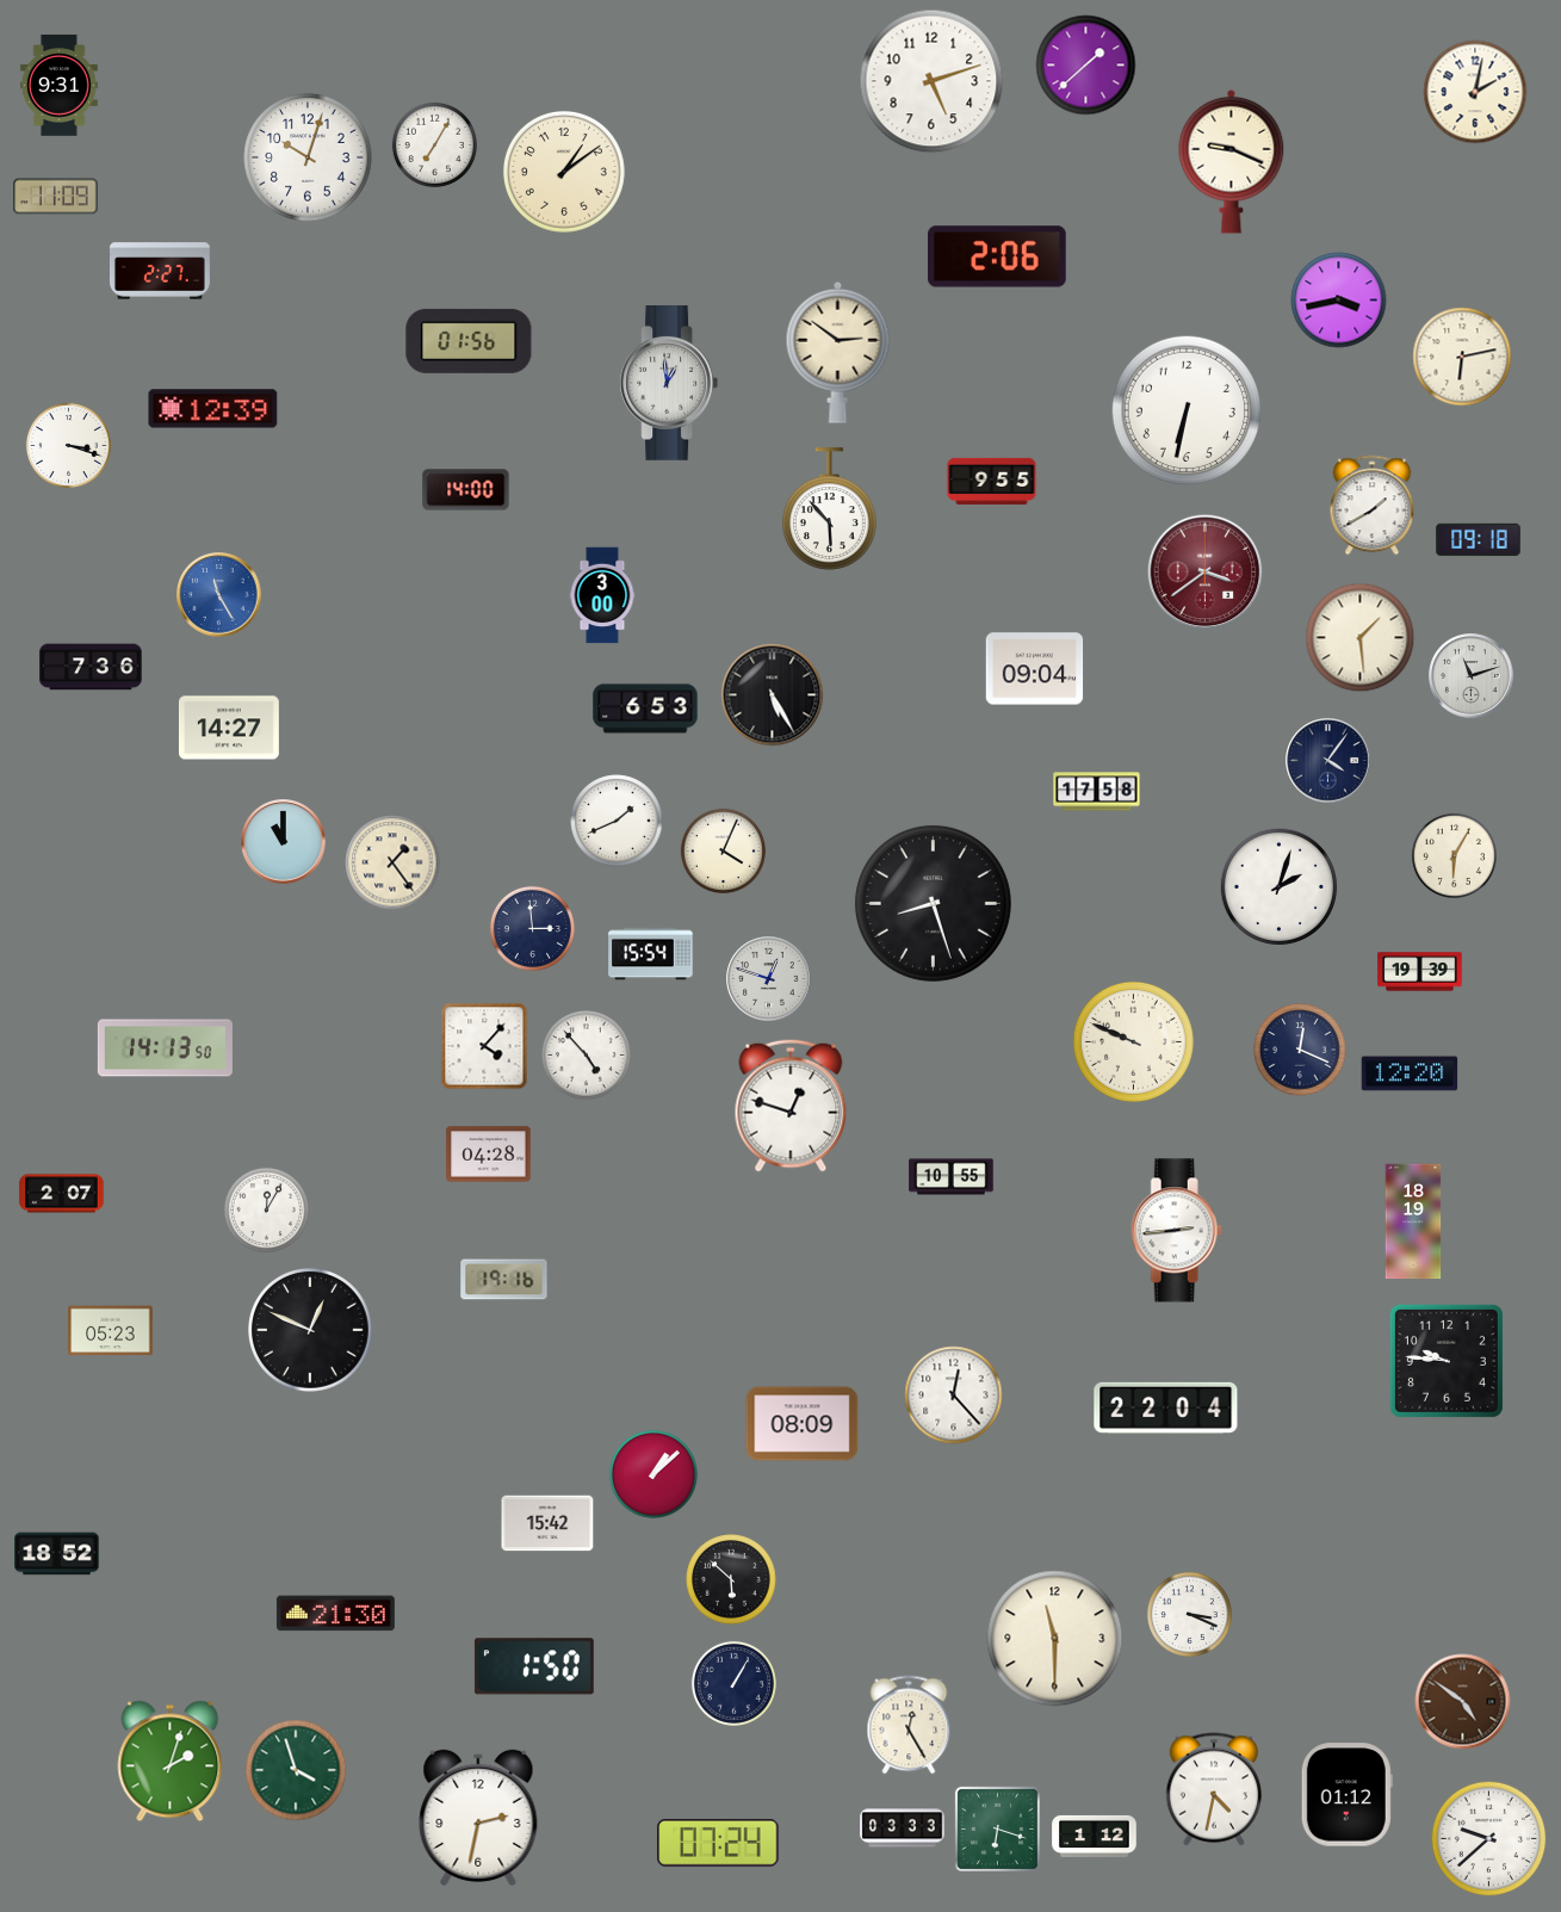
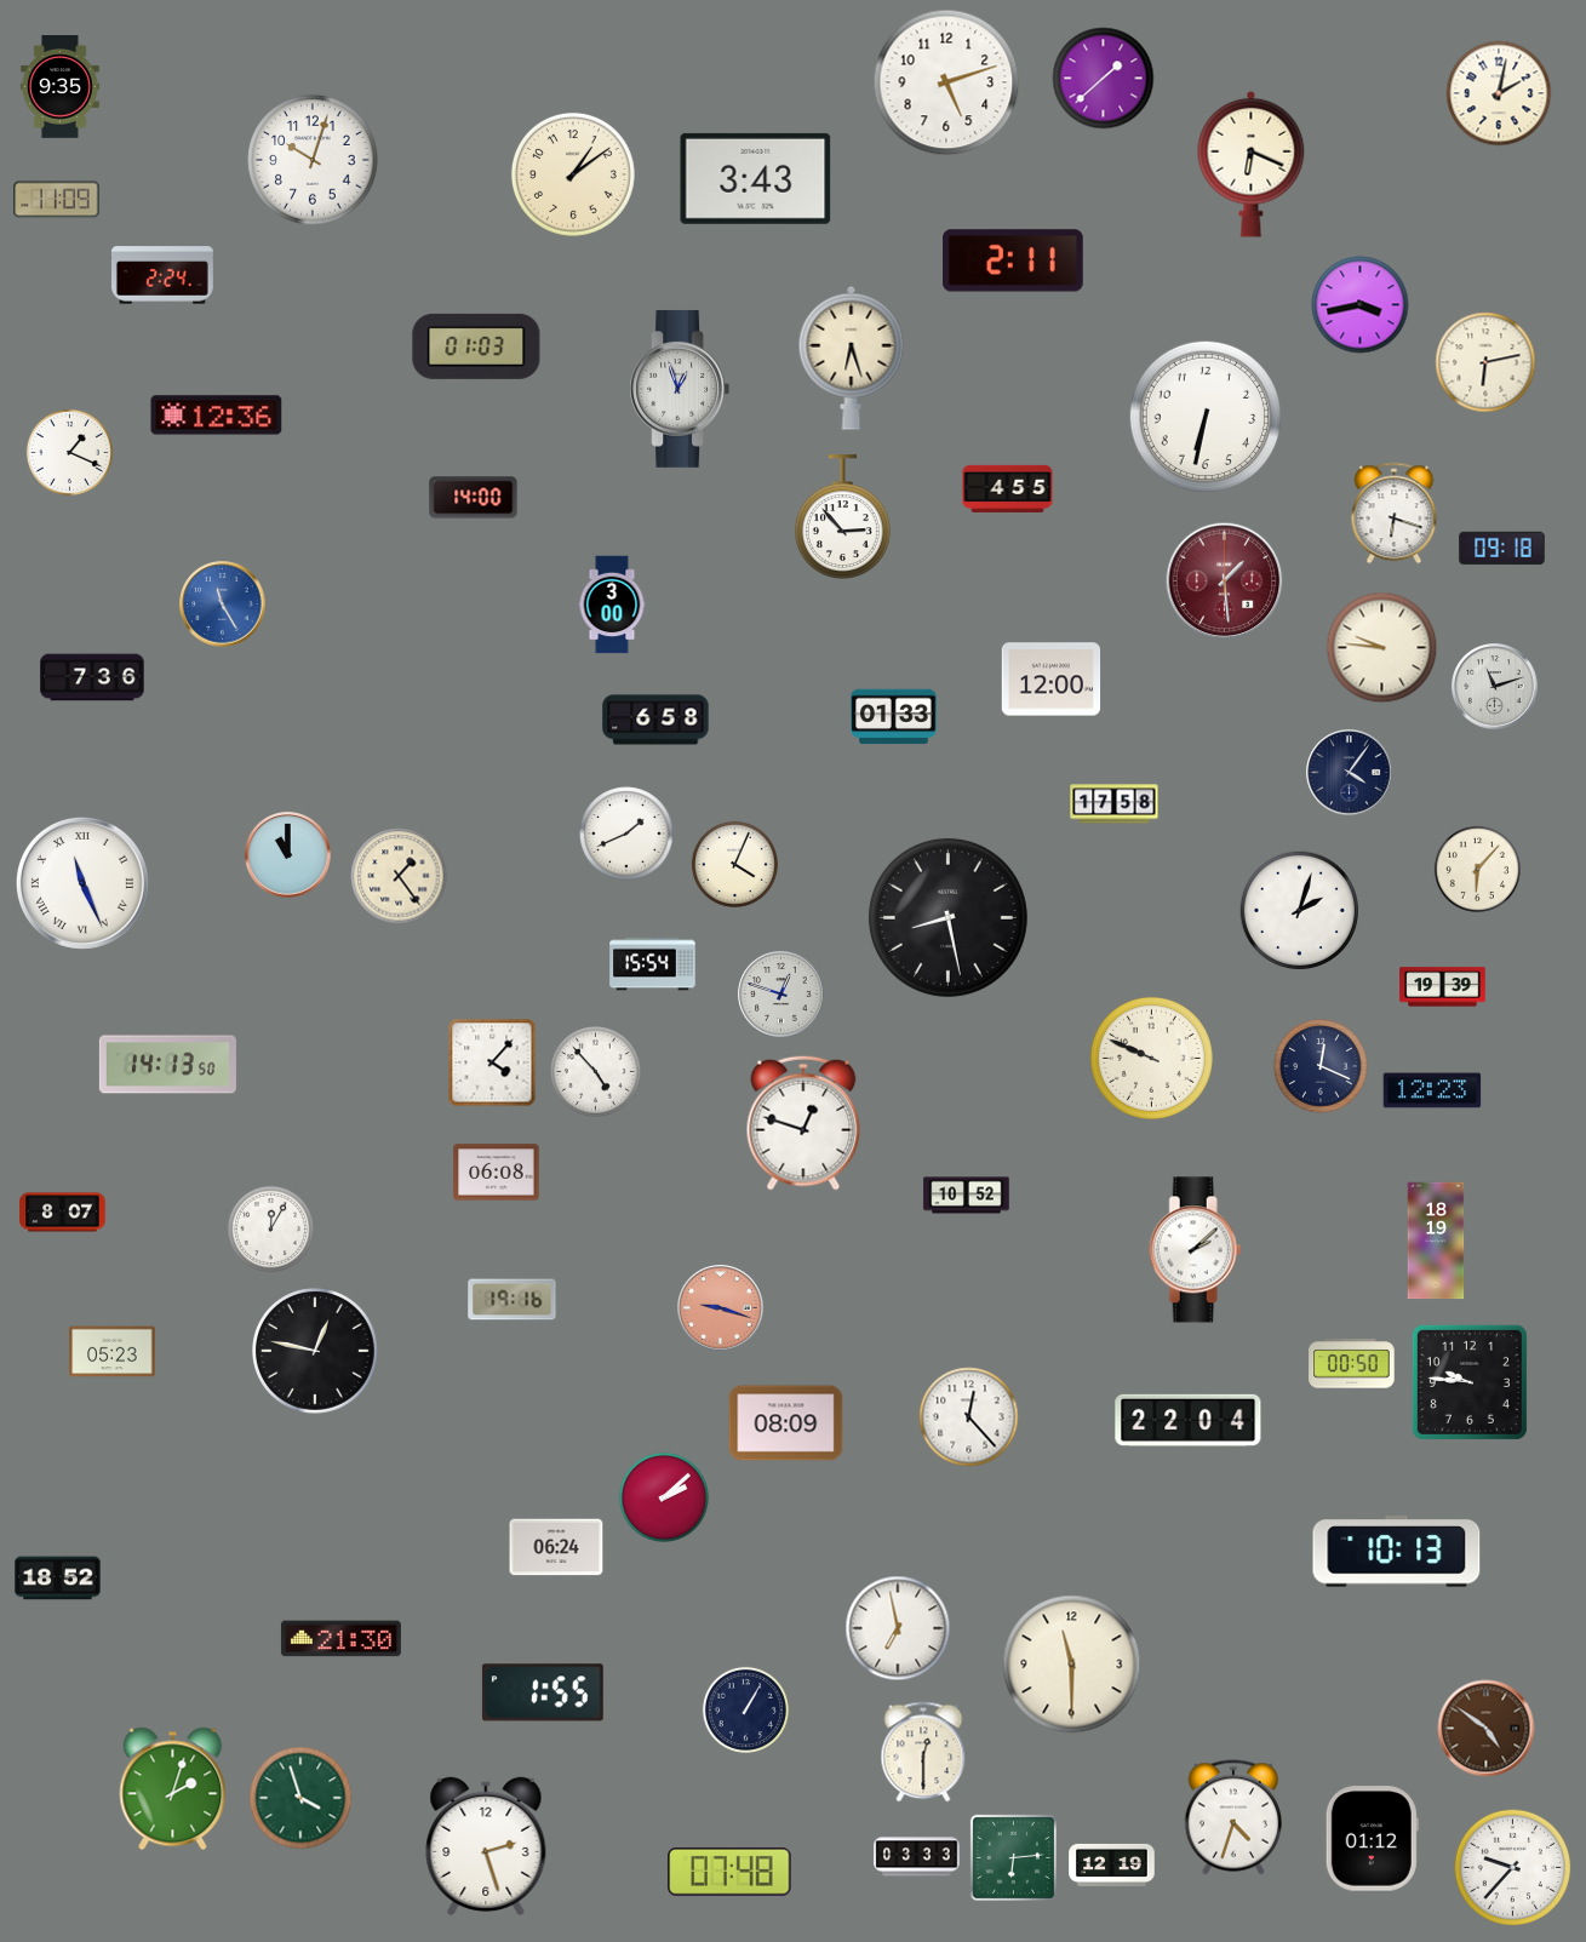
clock at (1086, 66) position: (1086, 66) -> (1104, 79)
clock at (58, 86): 9:31 -> 9:35
clock at (434, 144): 7:05 -> none
clock at (1232, 161): 9:19 -> 6:19
clock at (756, 178): none -> 3:43
clock at (997, 256): 2:06 -> 2:11
clock at (160, 271): 2:27 -> 2:24
clock at (469, 341): 01:56 -> 01:03
clock at (838, 352): 2:51 -> 6:27
clock at (669, 383): 12:59 -> 12:57
clock at (213, 409): 12:39 -> 12:36
clock at (68, 445): 3:18 -> 1:19
clock at (992, 481): 9:55 -> 4:55
clock at (1373, 506): 1:40 -> 6:18
clock at (829, 508): 5:53 -> 2:53
clock at (1206, 573): 3:39 -> 1:29
clock at (1361, 638): 1:29 -> 9:46
clock at (1035, 669): 09:04 -> 12:00
clock at (773, 695): 5:25 -> none
clock at (894, 717): none -> 01:33
clock at (645, 709): 6:53 -> 6:58
clock at (229, 728): 14:27 -> none
clock at (1454, 855): 6:05 -> 6:07
clock at (82, 883): none -> 11:26
clock at (1278, 886) position: (1278, 886) -> (1299, 910)
clock at (933, 903): 8:27 -> 8:28
clock at (532, 928): 2:59 -> none
clock at (651, 954) position: (651, 954) -> (653, 964)
clock at (1410, 1073): 12:20 -> 12:23
clock at (489, 1155): 04:28 -> 06:08
clock at (952, 1177): 10:55 -> 10:52
clock at (62, 1194): 2:07 -> 8:07
clock at (1176, 1231): 2:44 -> 2:08
clock at (721, 1308): none -> 9:18
clock at (311, 1331): 12:49 -> 12:47
clock at (1352, 1364): none -> 00:50
clock at (1166, 1407) position: (1166, 1407) -> (1189, 1420)
clock at (803, 1424) position: (803, 1424) -> (786, 1423)
clock at (655, 1475): 1:08 -> 2:08
clock at (547, 1523): 15:42 -> 06:24
clock at (1397, 1552): none -> 10:13
clock at (731, 1579): 5:52 -> none
clock at (898, 1628): none -> 6:58
clock at (1189, 1614): 3:19 -> none
clock at (534, 1666): 1:50 -> 1:55
clock at (909, 1725): 12:25 -> 12:30
clock at (1213, 1789): 4:32 -> 4:33
clock at (1346, 1795) position: (1346, 1795) -> (1372, 1839)
clock at (478, 1818): 2:32 -> 2:27
clock at (997, 1829): 6:18 -> 6:14
clock at (1095, 1836): 1:12 -> 12:19
clock at (1489, 1839): 9:38 -> 9:37
clock at (718, 1843): 07:24 -> 07:48
